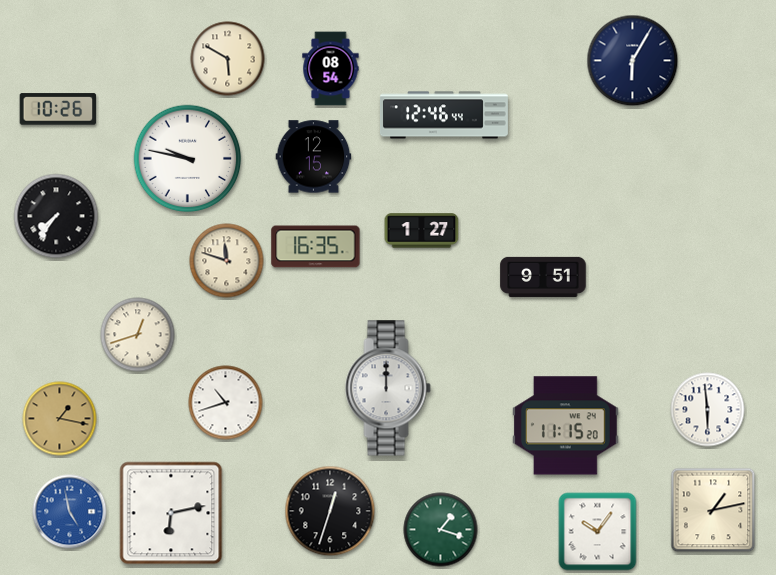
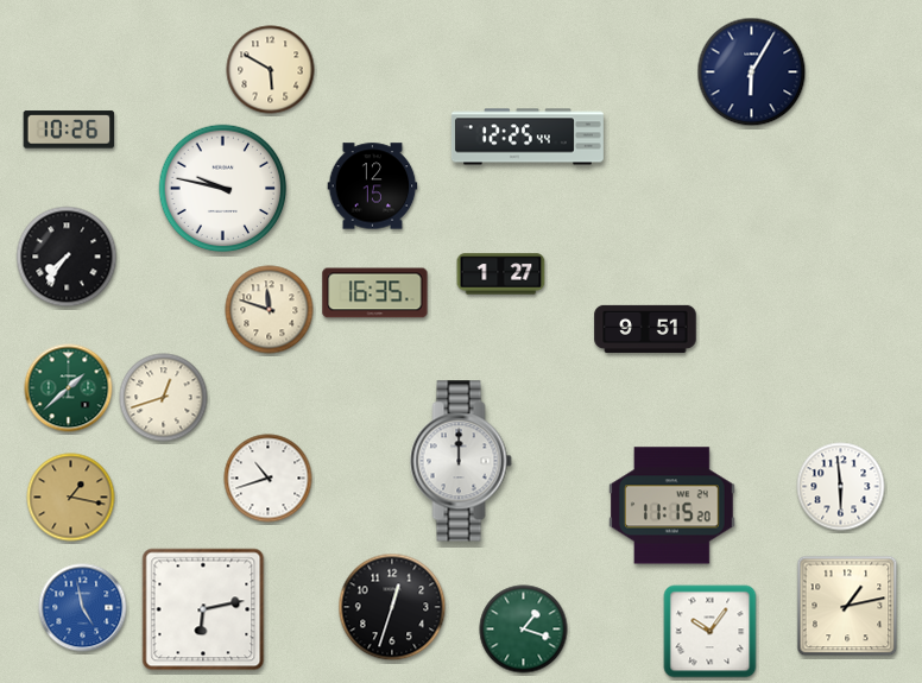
clock at (331, 69): 08:54 -> none
clock at (444, 115): 12:46 -> 12:25
clock at (69, 388): none -> 1:38
